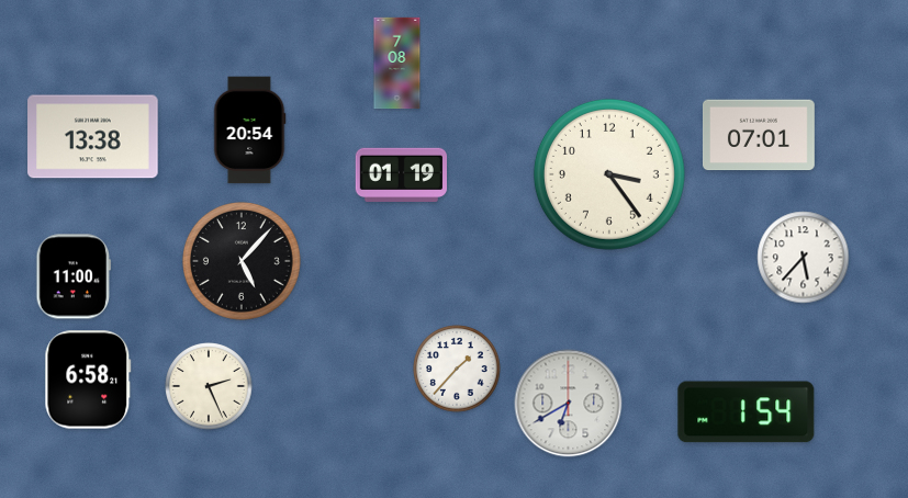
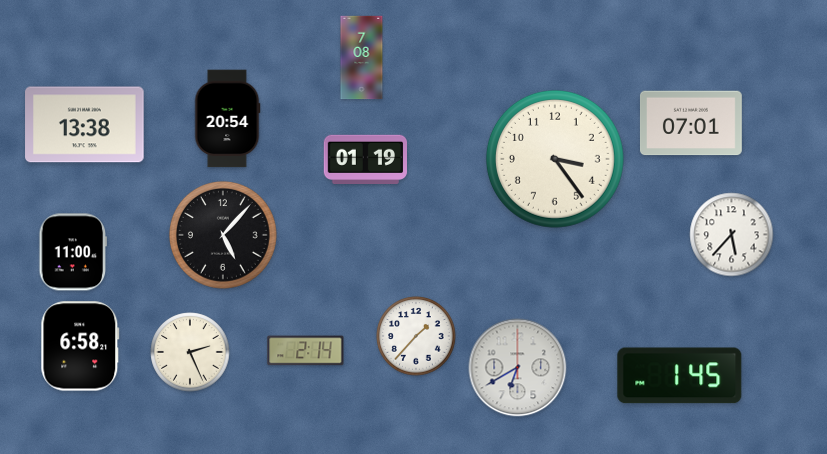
clock at (242, 261) position: (242, 261) -> (223, 235)
clock at (72, 276) position: (72, 276) -> (72, 252)
clock at (306, 351): none -> 2:14
clock at (747, 412): 1:54 -> 1:45
